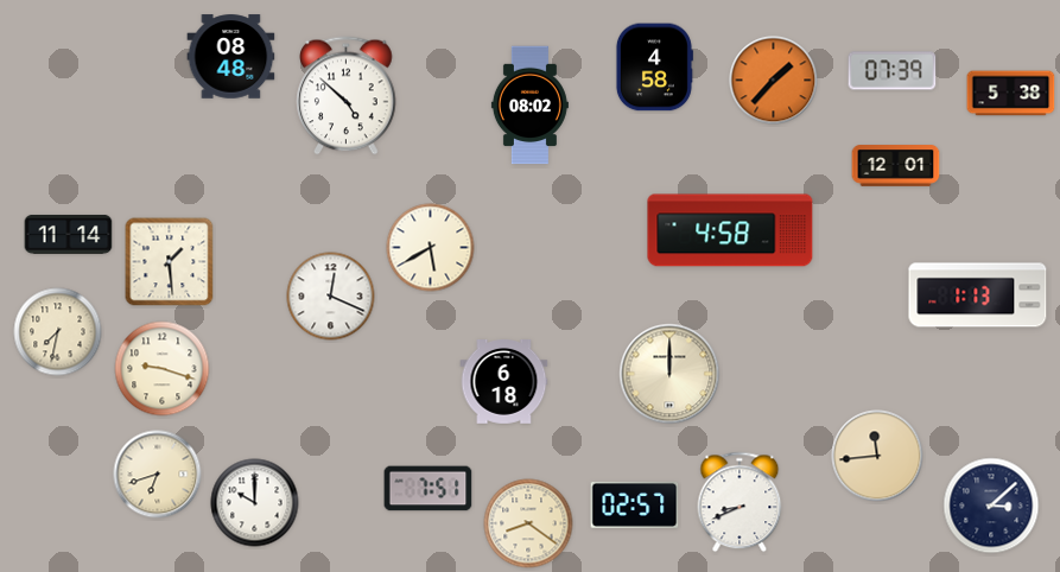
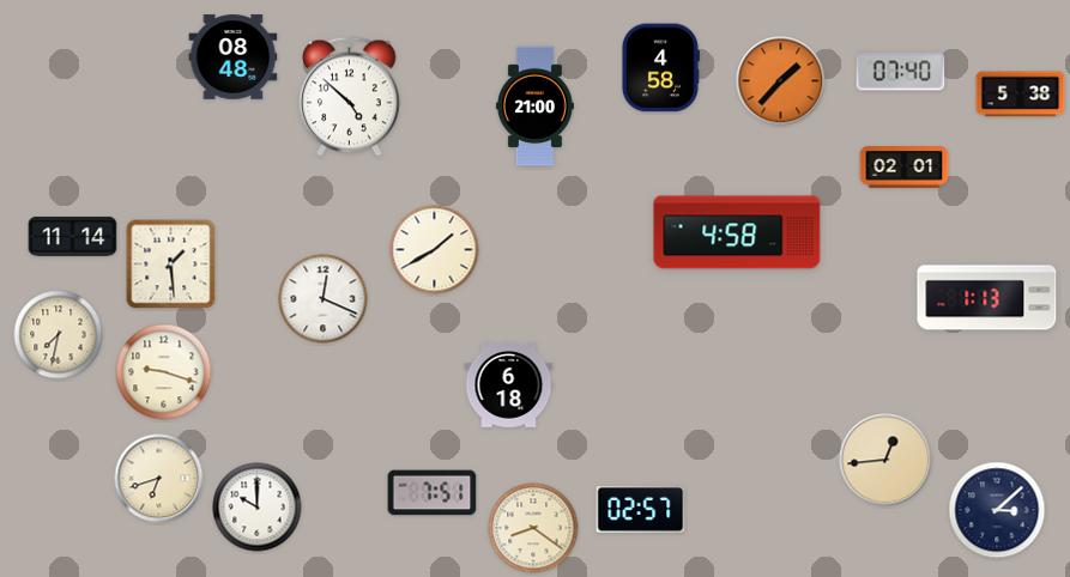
clock at (893, 71): 07:39 -> 07:40
clock at (529, 106): 08:02 -> 21:00
clock at (896, 166): 12:01 -> 02:01
clock at (69, 234) position: (69, 234) -> (73, 236)
clock at (431, 248): 5:40 -> 1:40
clock at (331, 297) position: (331, 297) -> (324, 299)
clock at (669, 374): 12:00 -> none
clock at (877, 456): 11:44 -> 12:44
clock at (740, 502): 8:41 -> none
clock at (991, 506) position: (991, 506) -> (997, 510)
